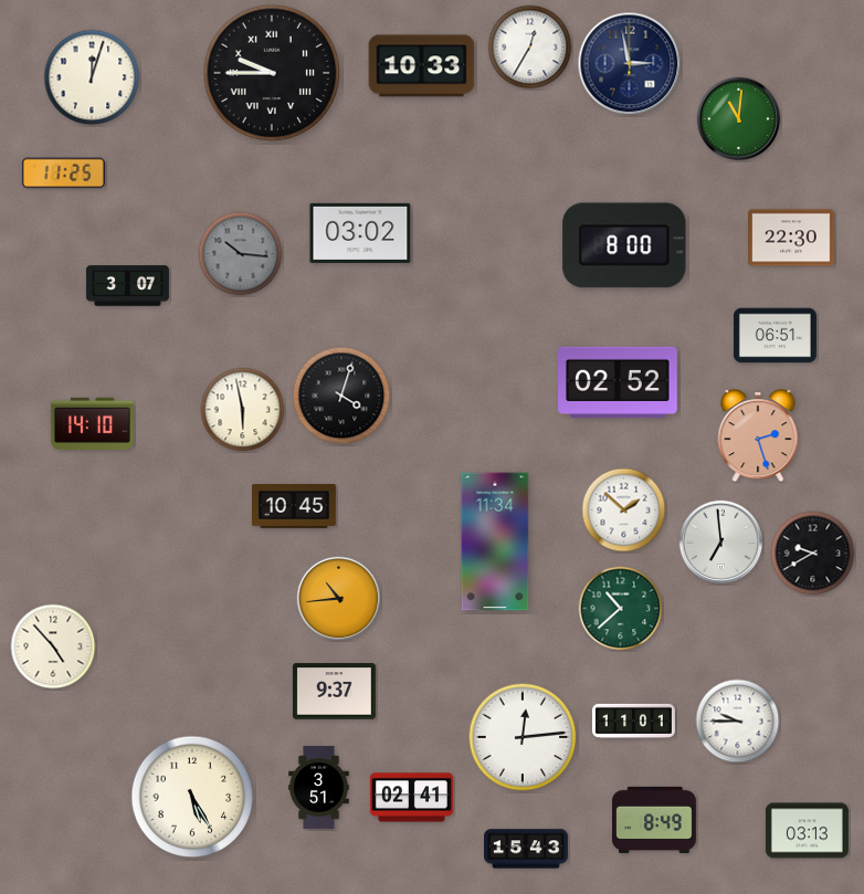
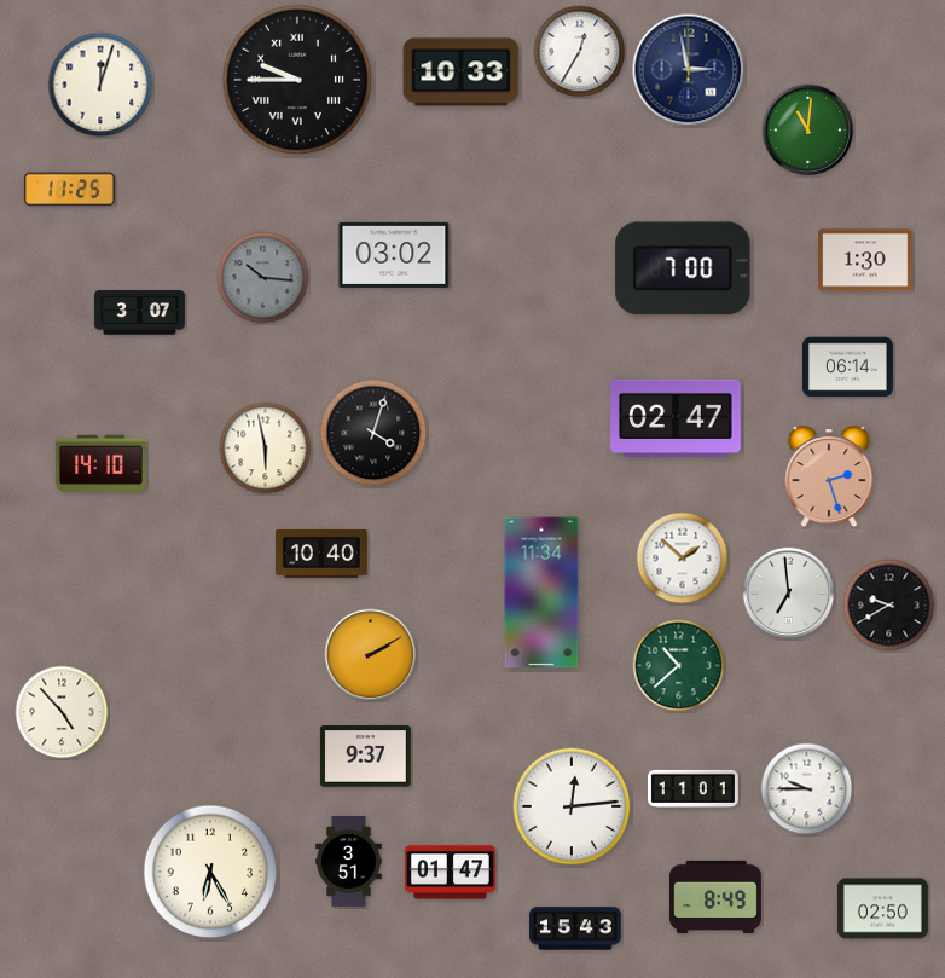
clock at (791, 238): 22:30 -> 1:30
clock at (624, 245): 8:00 -> 7:00
clock at (775, 336): 06:51 -> 06:14
clock at (618, 381): 02:52 -> 02:47
clock at (295, 506): 10:45 -> 10:40
clock at (339, 599): 10:44 -> 2:10
clock at (53, 646) position: (53, 646) -> (62, 712)
clock at (192, 797): 5:25 -> 6:25
clock at (411, 798): 02:41 -> 01:47
clock at (807, 831): 03:13 -> 02:50
